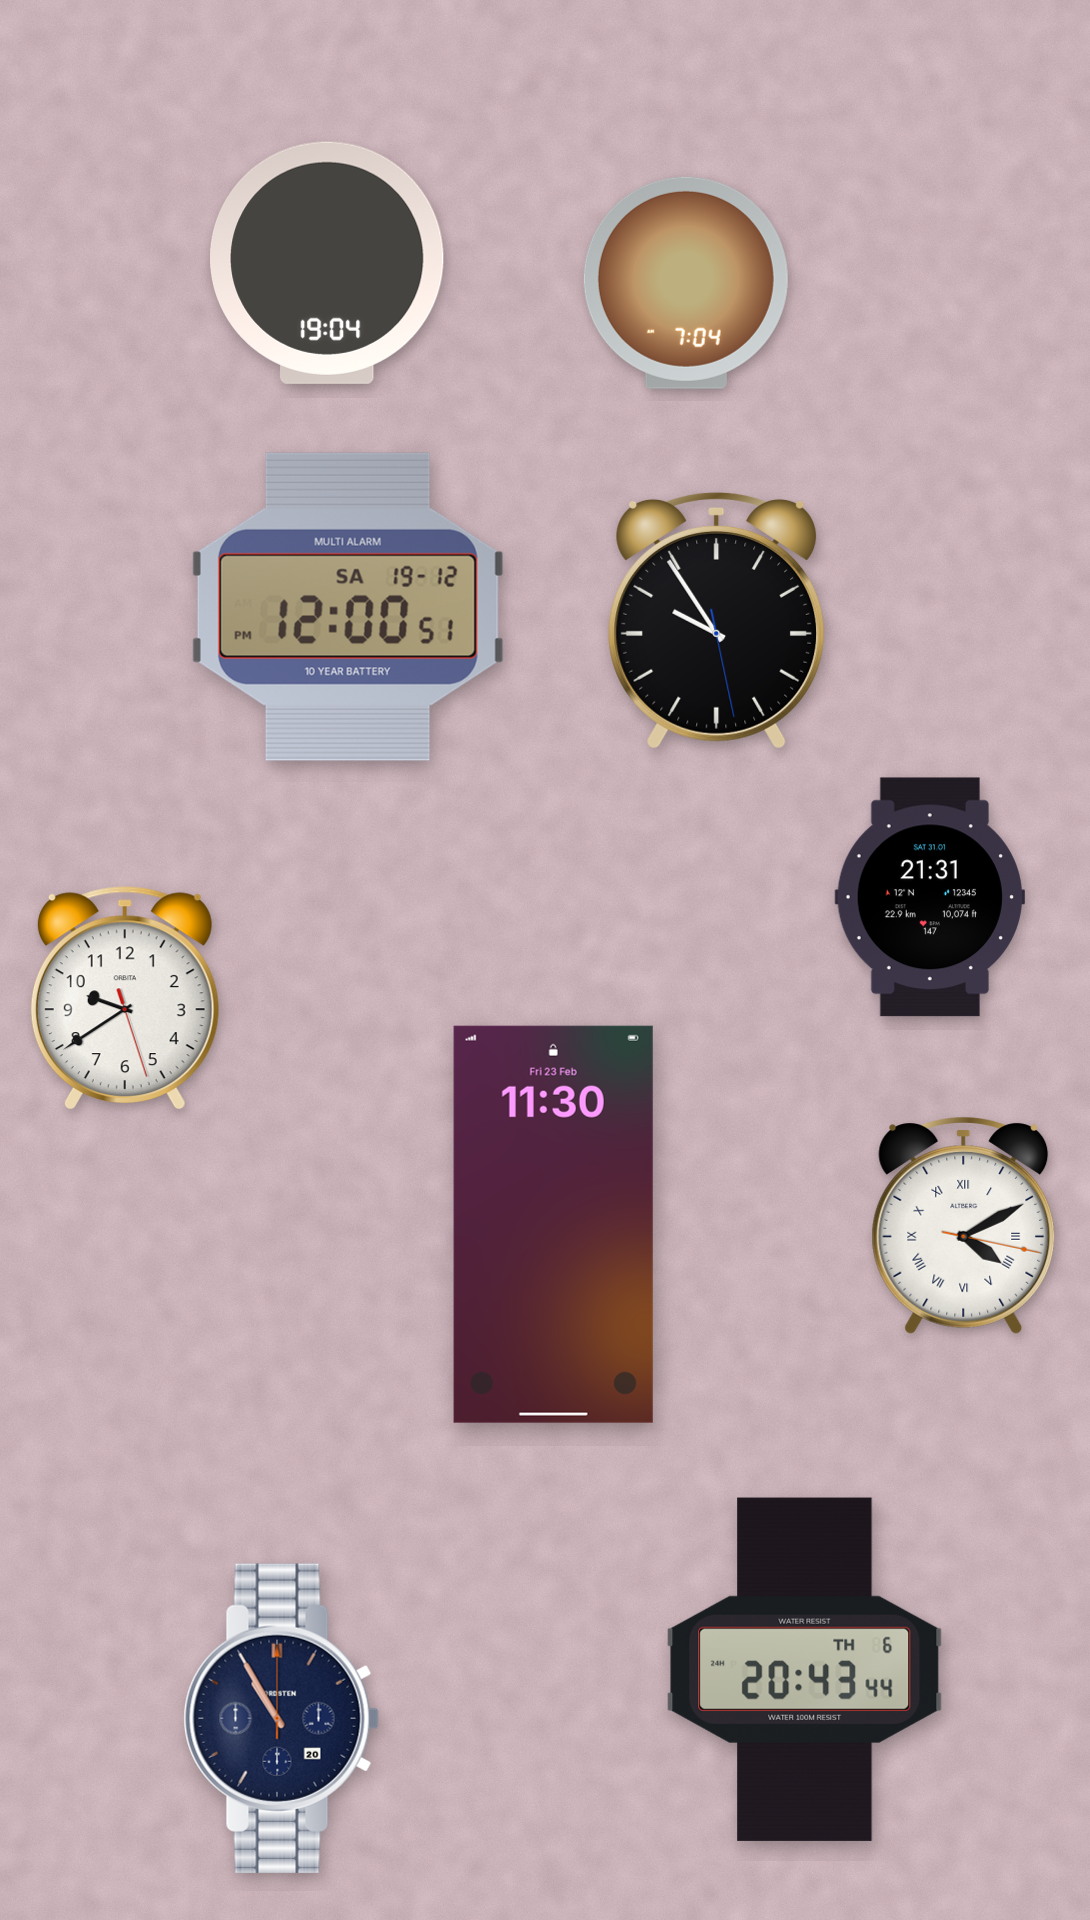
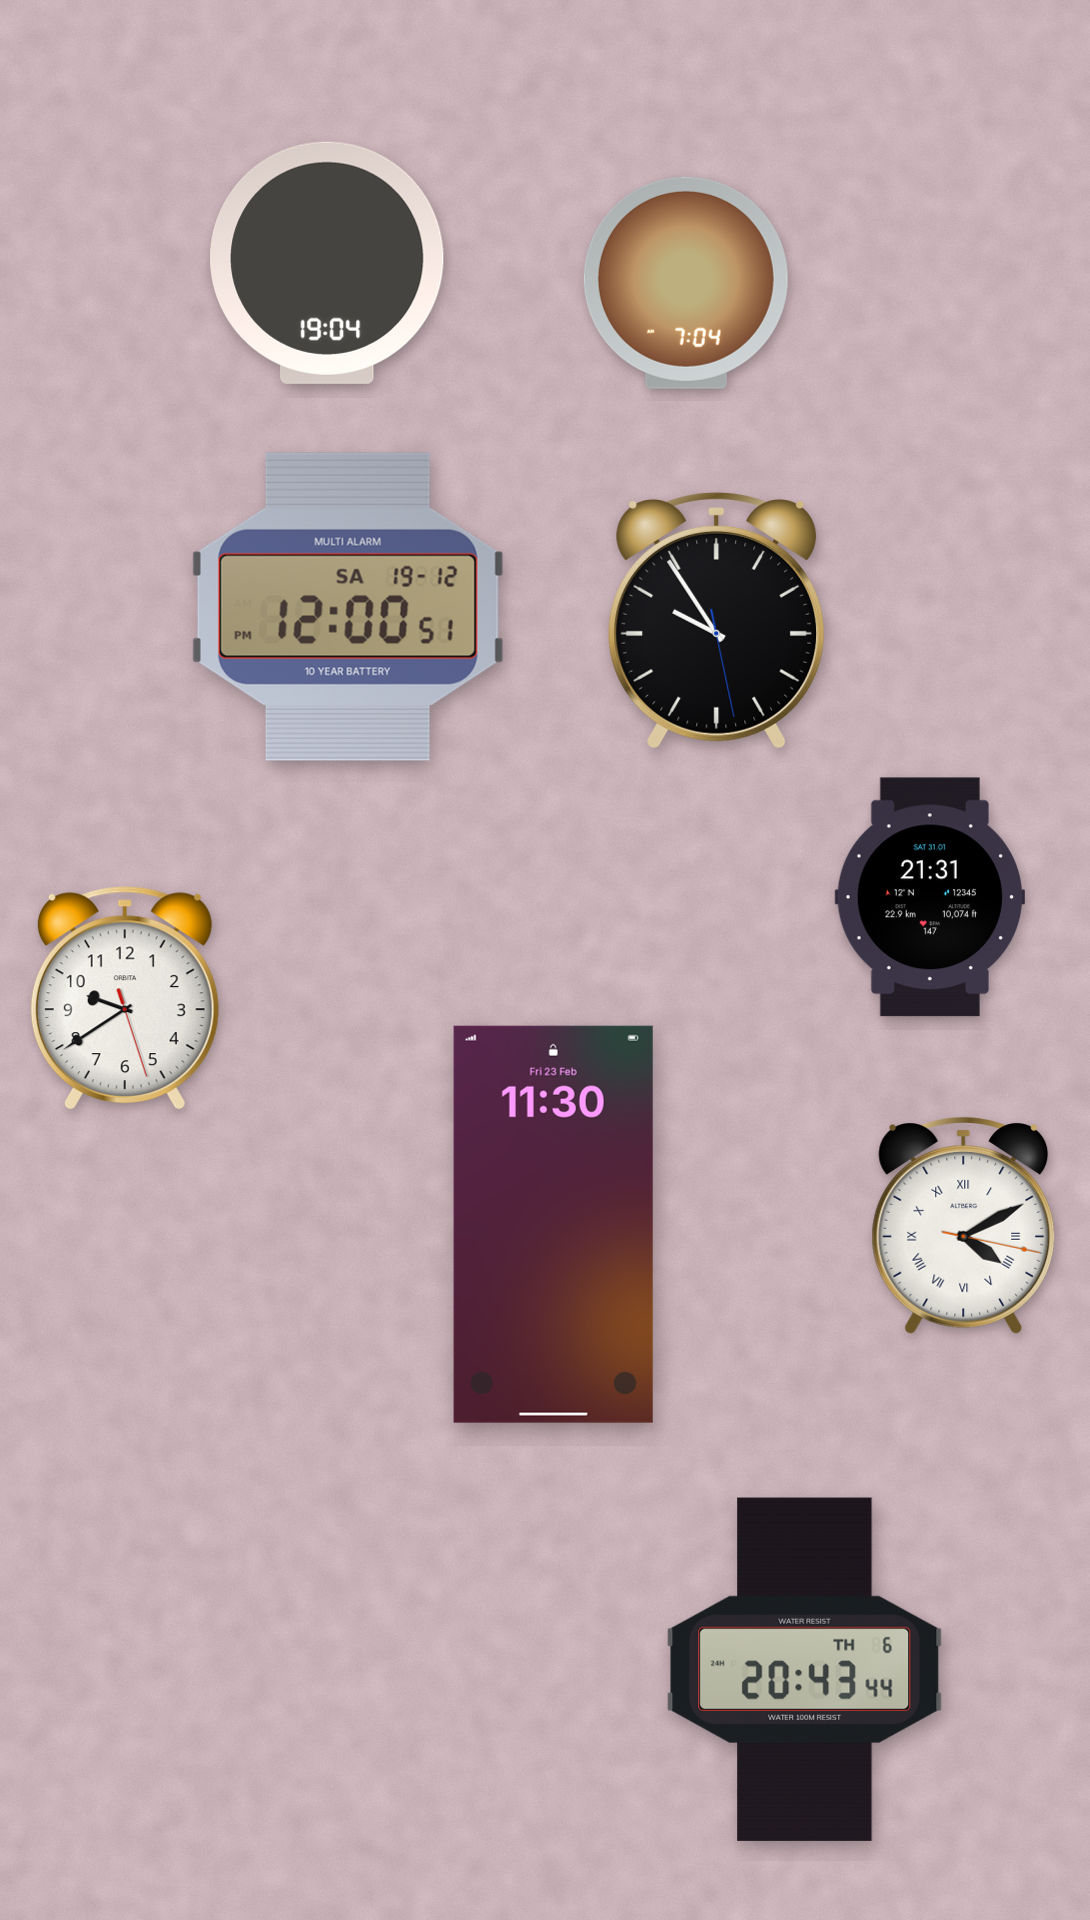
clock at (281, 1718): 10:55 -> none
